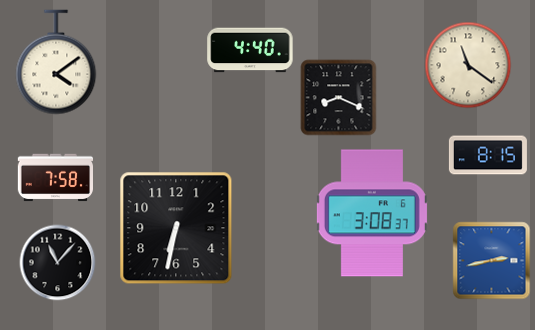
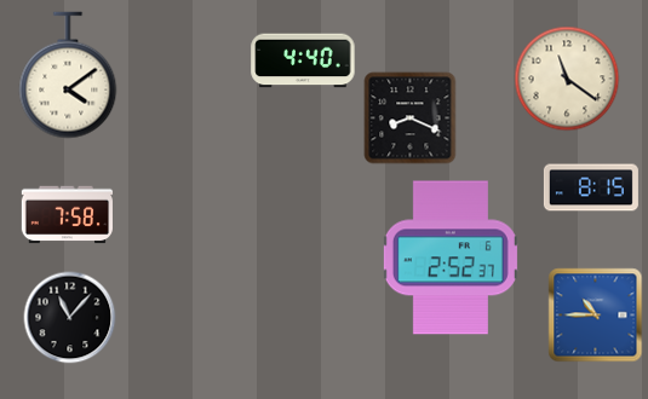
clock at (372, 213): 3:08 -> 2:52
clock at (176, 228): 6:32 -> none
clock at (492, 261): 2:43 -> 10:45
